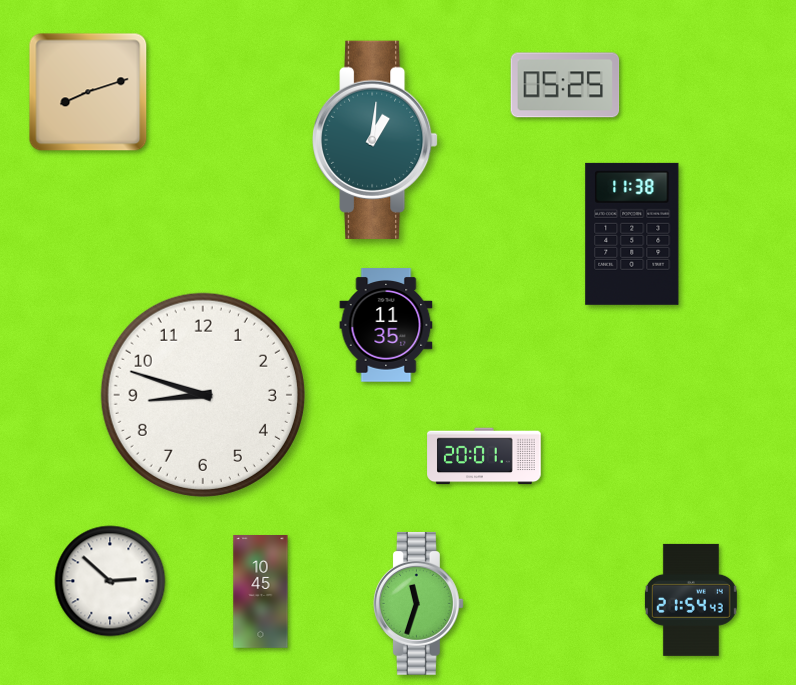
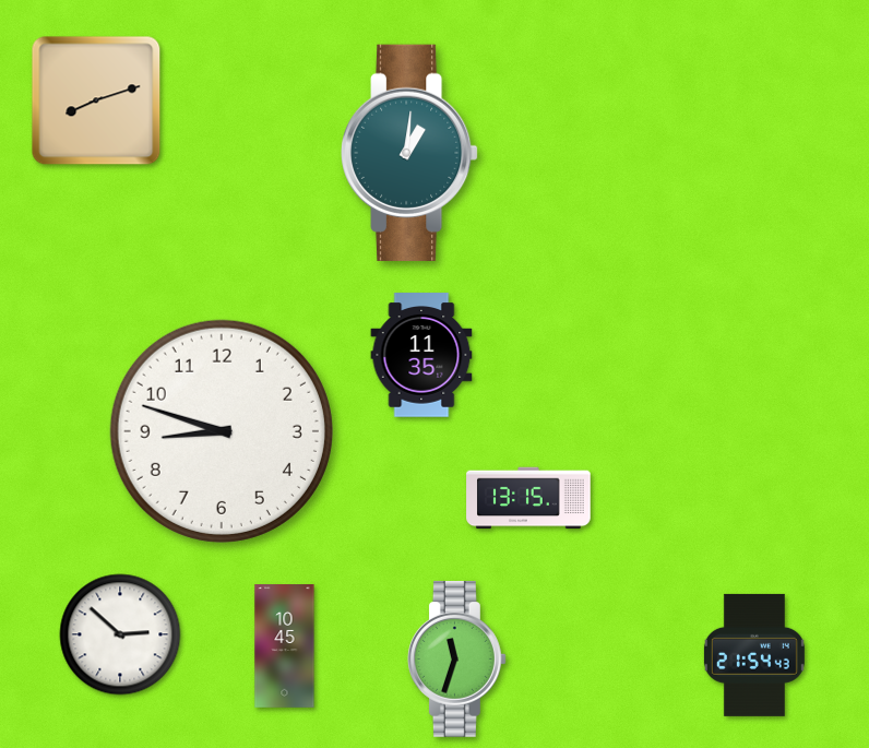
clock at (565, 85): 05:25 -> none
clock at (632, 234): 11:38 -> none
clock at (484, 456): 20:01 -> 13:15
